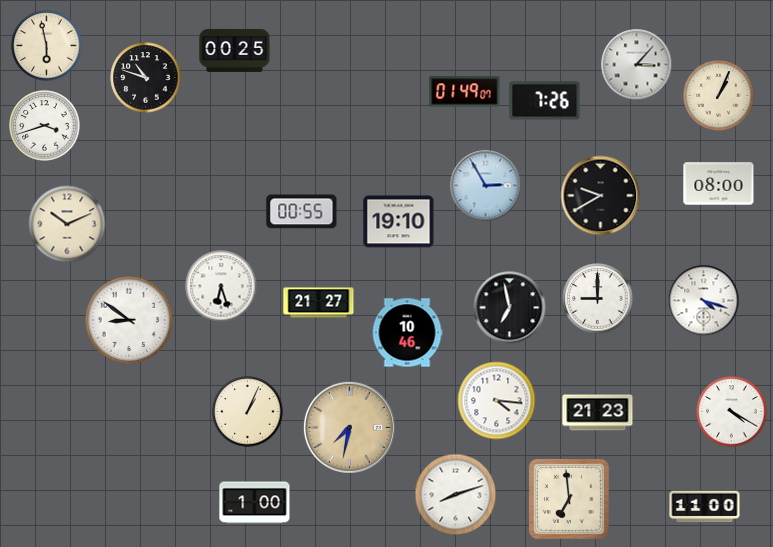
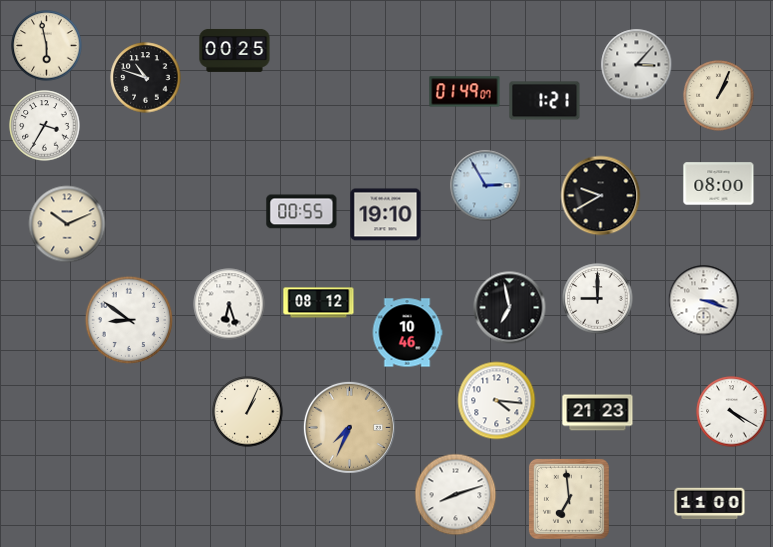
clock at (545, 101): 7:26 -> 1:21
clock at (45, 126): 3:42 -> 3:35
clock at (399, 222) position: (399, 222) -> (386, 215)
clock at (221, 286) position: (221, 286) -> (229, 304)
clock at (704, 301): 4:18 -> 3:18
clock at (319, 303): 21:27 -> 08:12
clock at (349, 427): 7:32 -> 7:34
clock at (255, 503): 1:00 -> none
clock at (705, 507) position: (705, 507) -> (710, 504)
